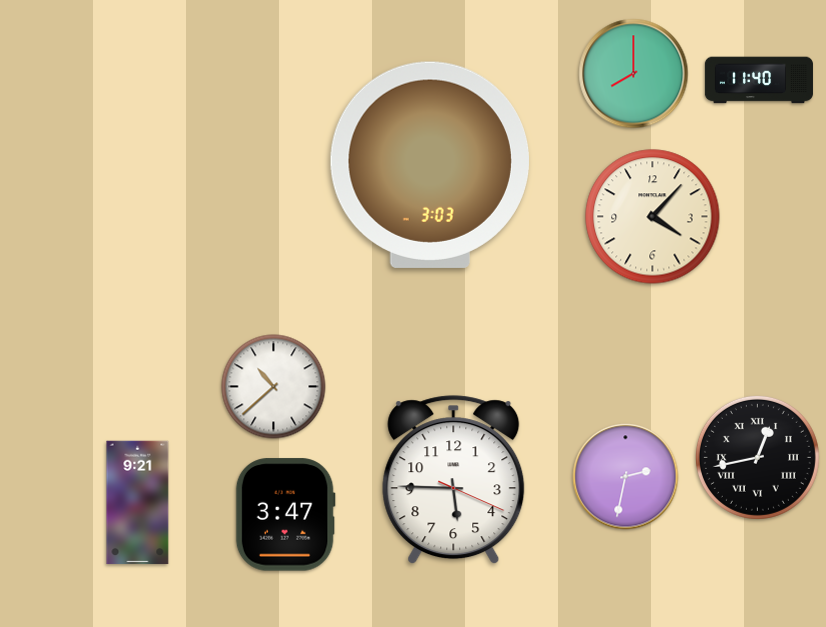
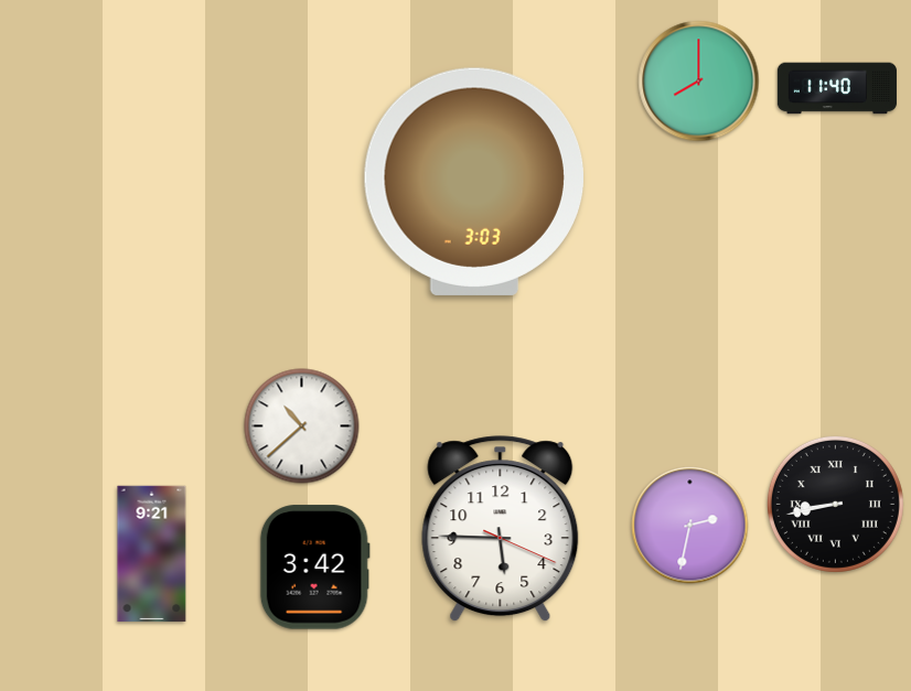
clock at (653, 217): 4:07 -> none
clock at (757, 457): 12:43 -> 8:43
clock at (285, 515): 3:47 -> 3:42
